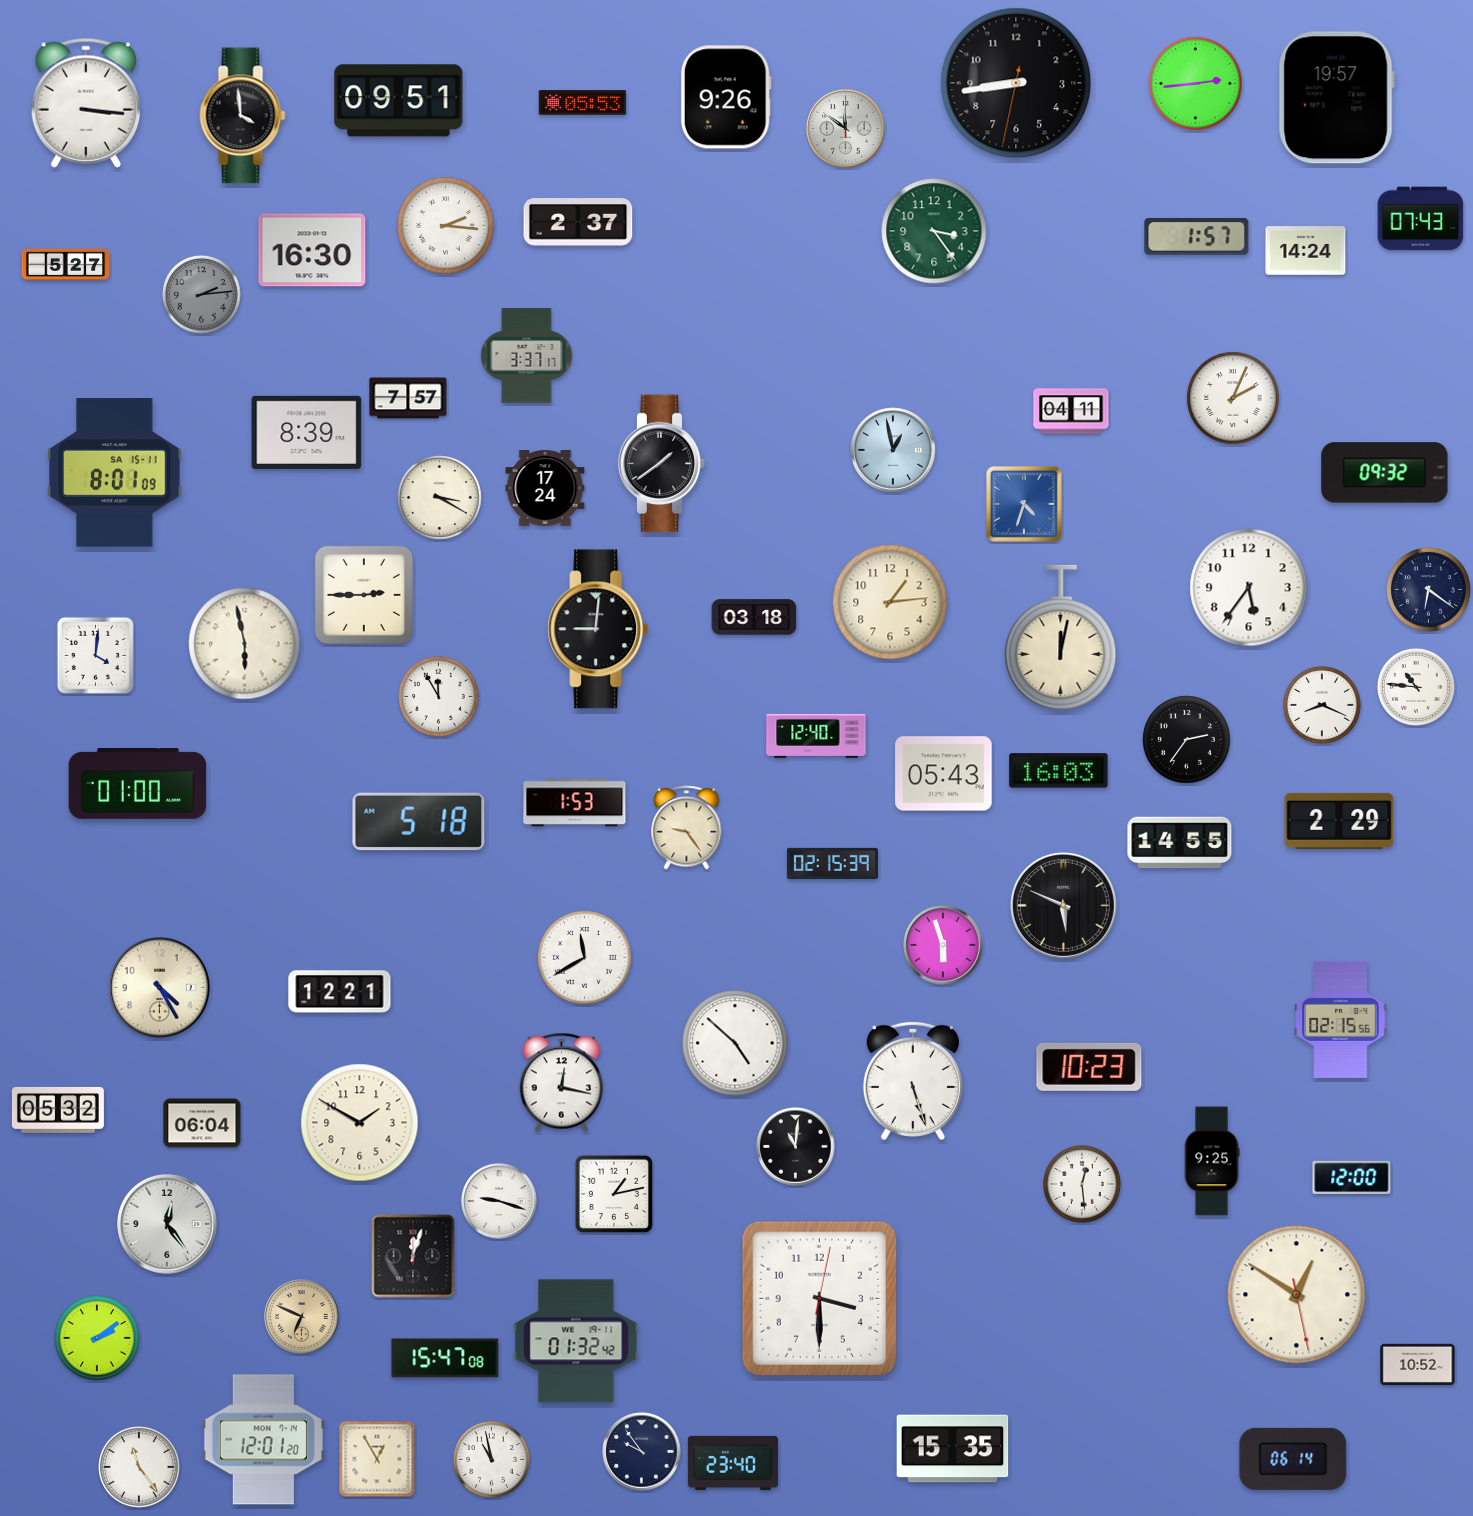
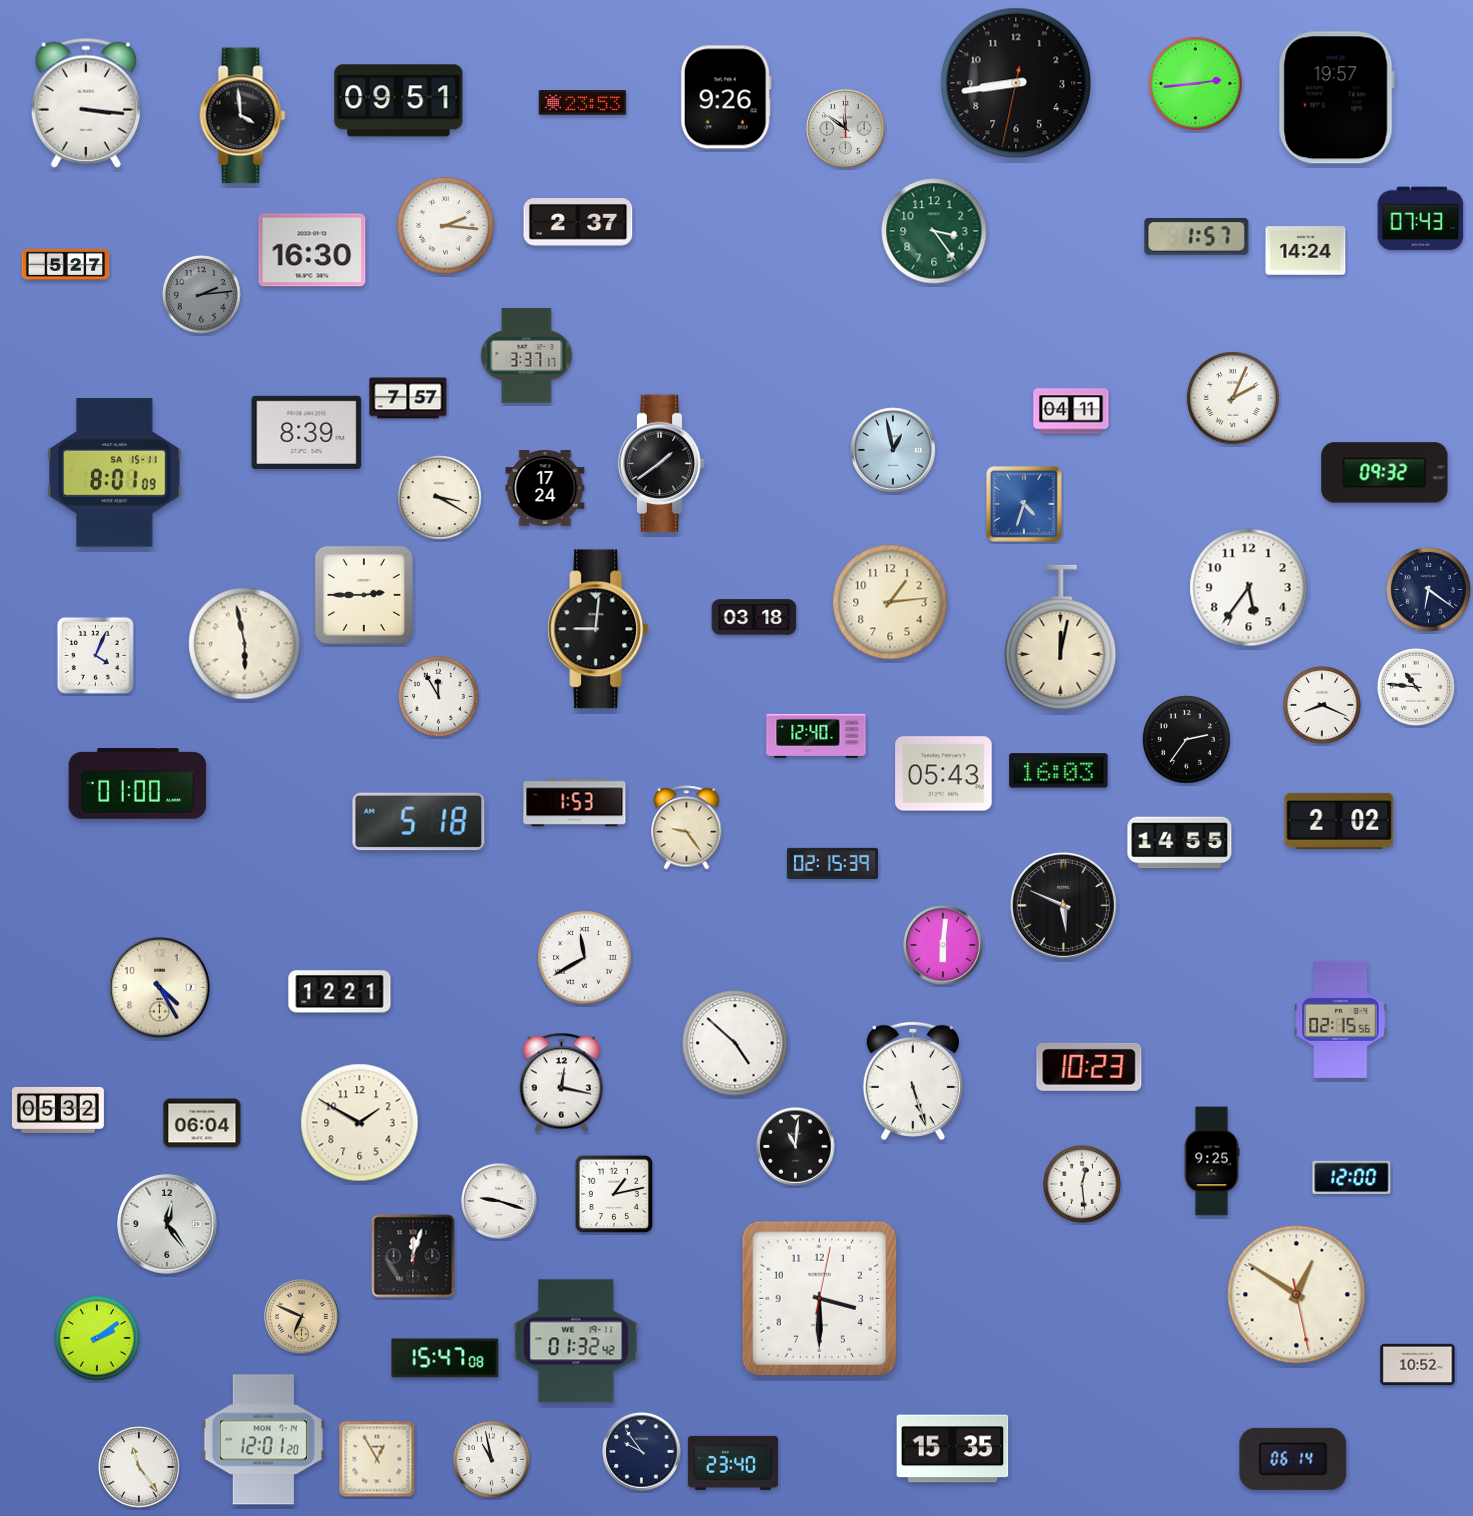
clock at (583, 103): 05:53 -> 23:53
clock at (95, 655): 4:01 -> 4:04
clock at (1339, 821): 2:29 -> 2:02
clock at (943, 945): 5:57 -> 6:01
